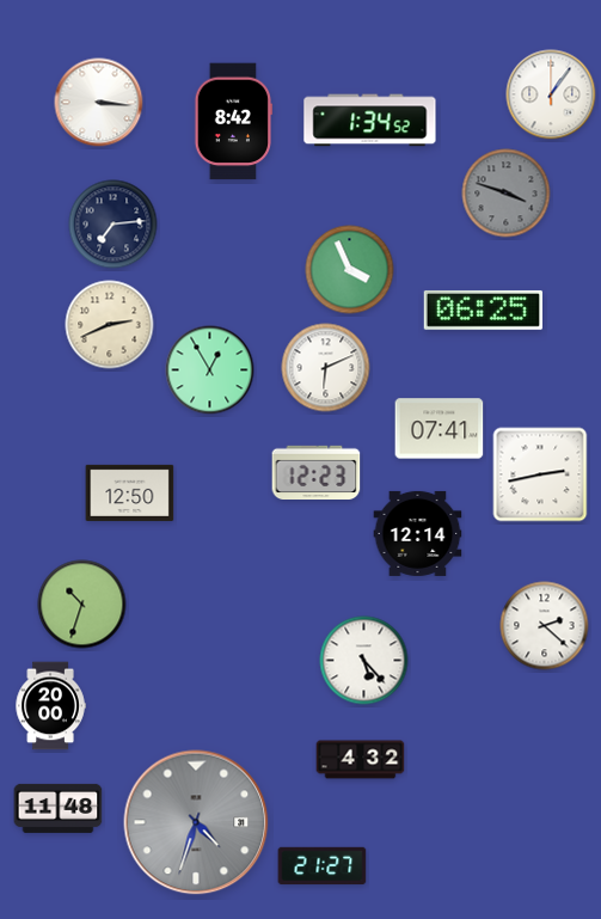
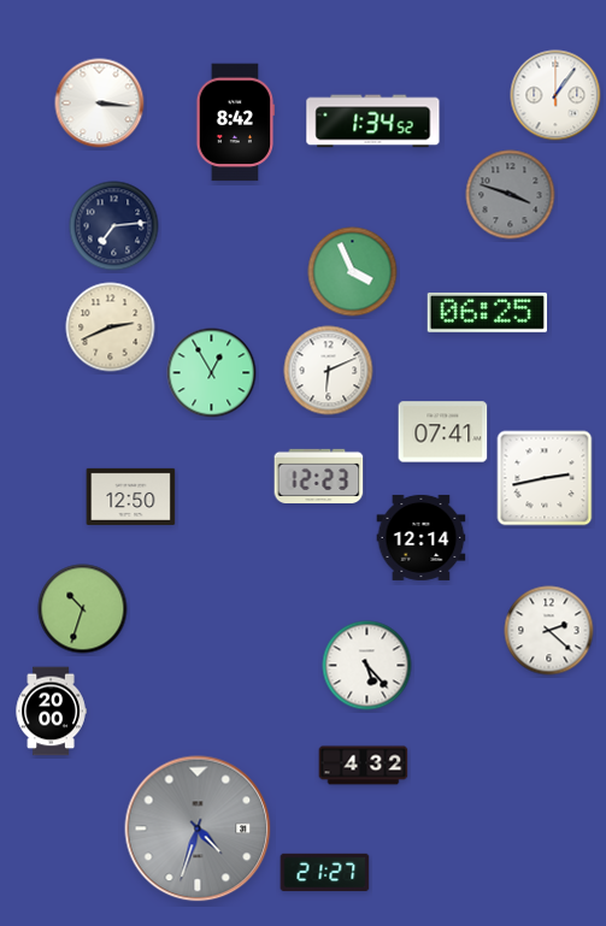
clock at (59, 808): 11:48 -> none
